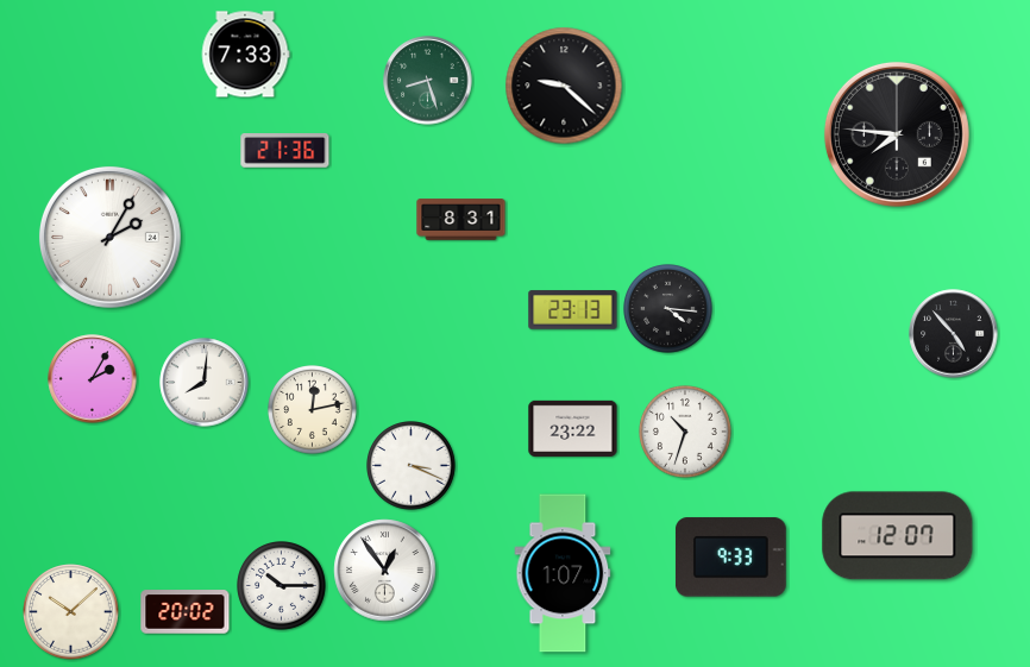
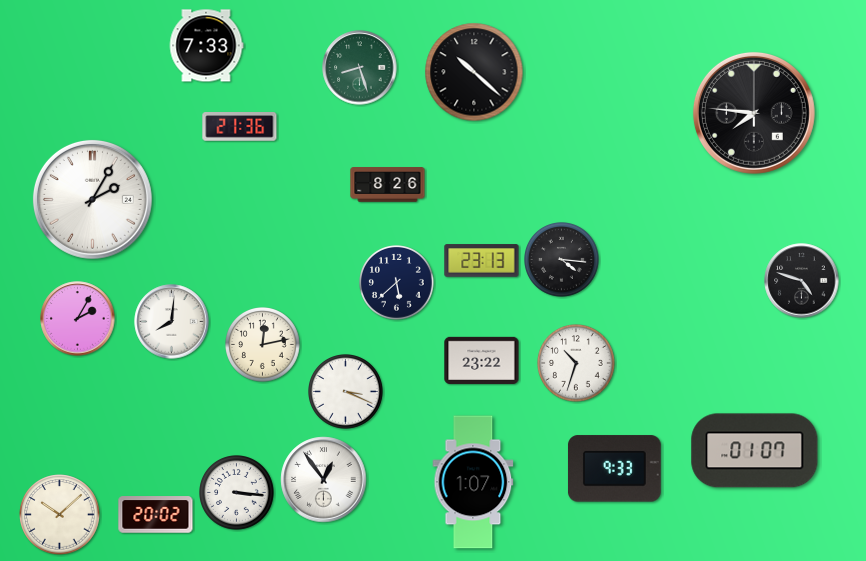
clock at (564, 86): 9:22 -> 10:22
clock at (461, 220): 8:31 -> 8:26
clock at (954, 334): 4:53 -> 4:48
clock at (397, 283): none -> 5:38
clock at (898, 536): 12:07 -> 01:07
clock at (282, 586): 10:15 -> 3:16
